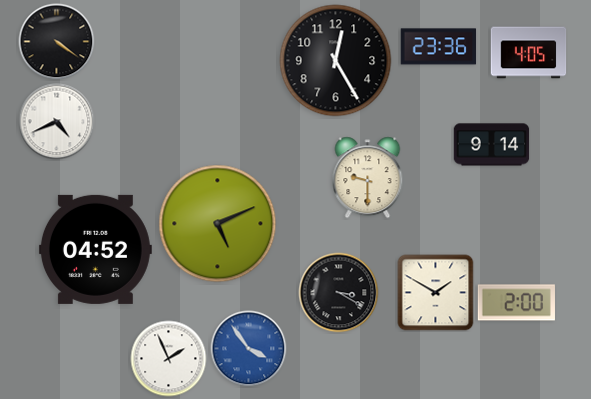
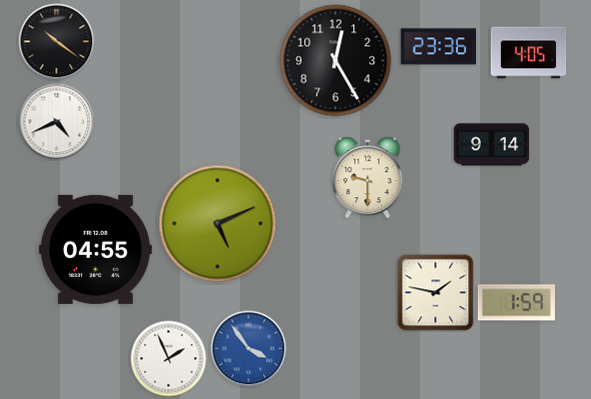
clock at (57, 42): 4:21 -> 10:21
clock at (95, 249): 04:52 -> 04:55
clock at (339, 293): 3:20 -> none
clock at (436, 293): 1:50 -> 1:47
clock at (516, 303): 2:00 -> 1:59
